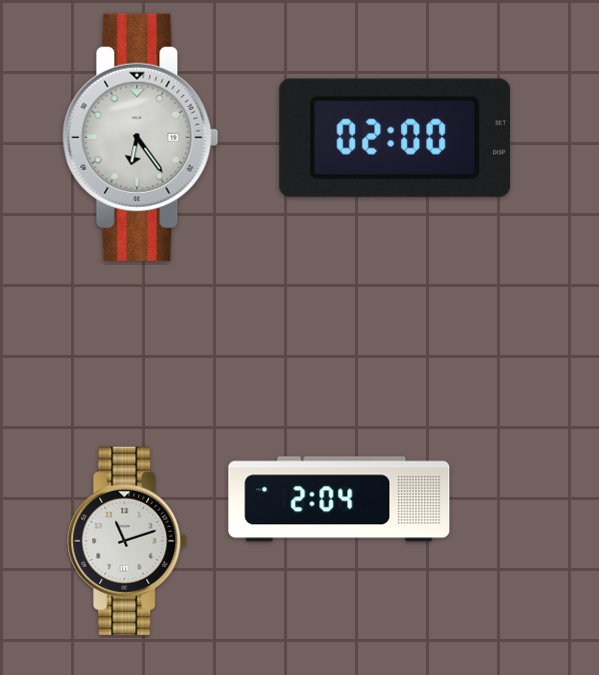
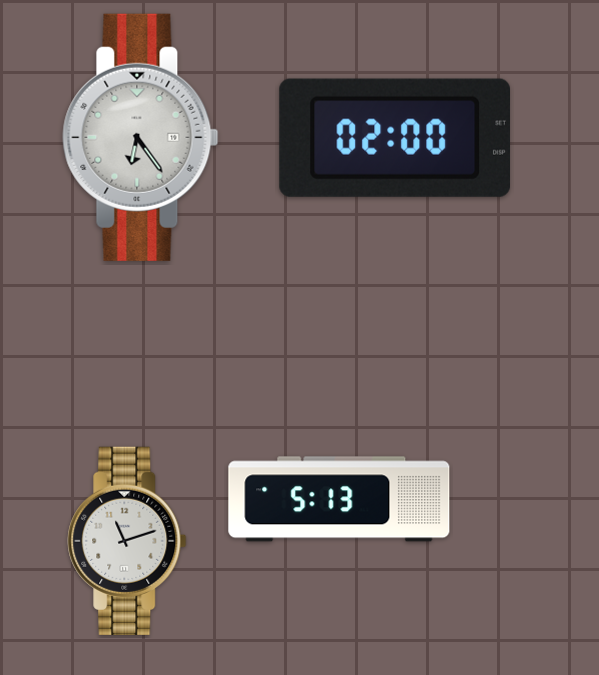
clock at (339, 499): 2:04 -> 5:13
